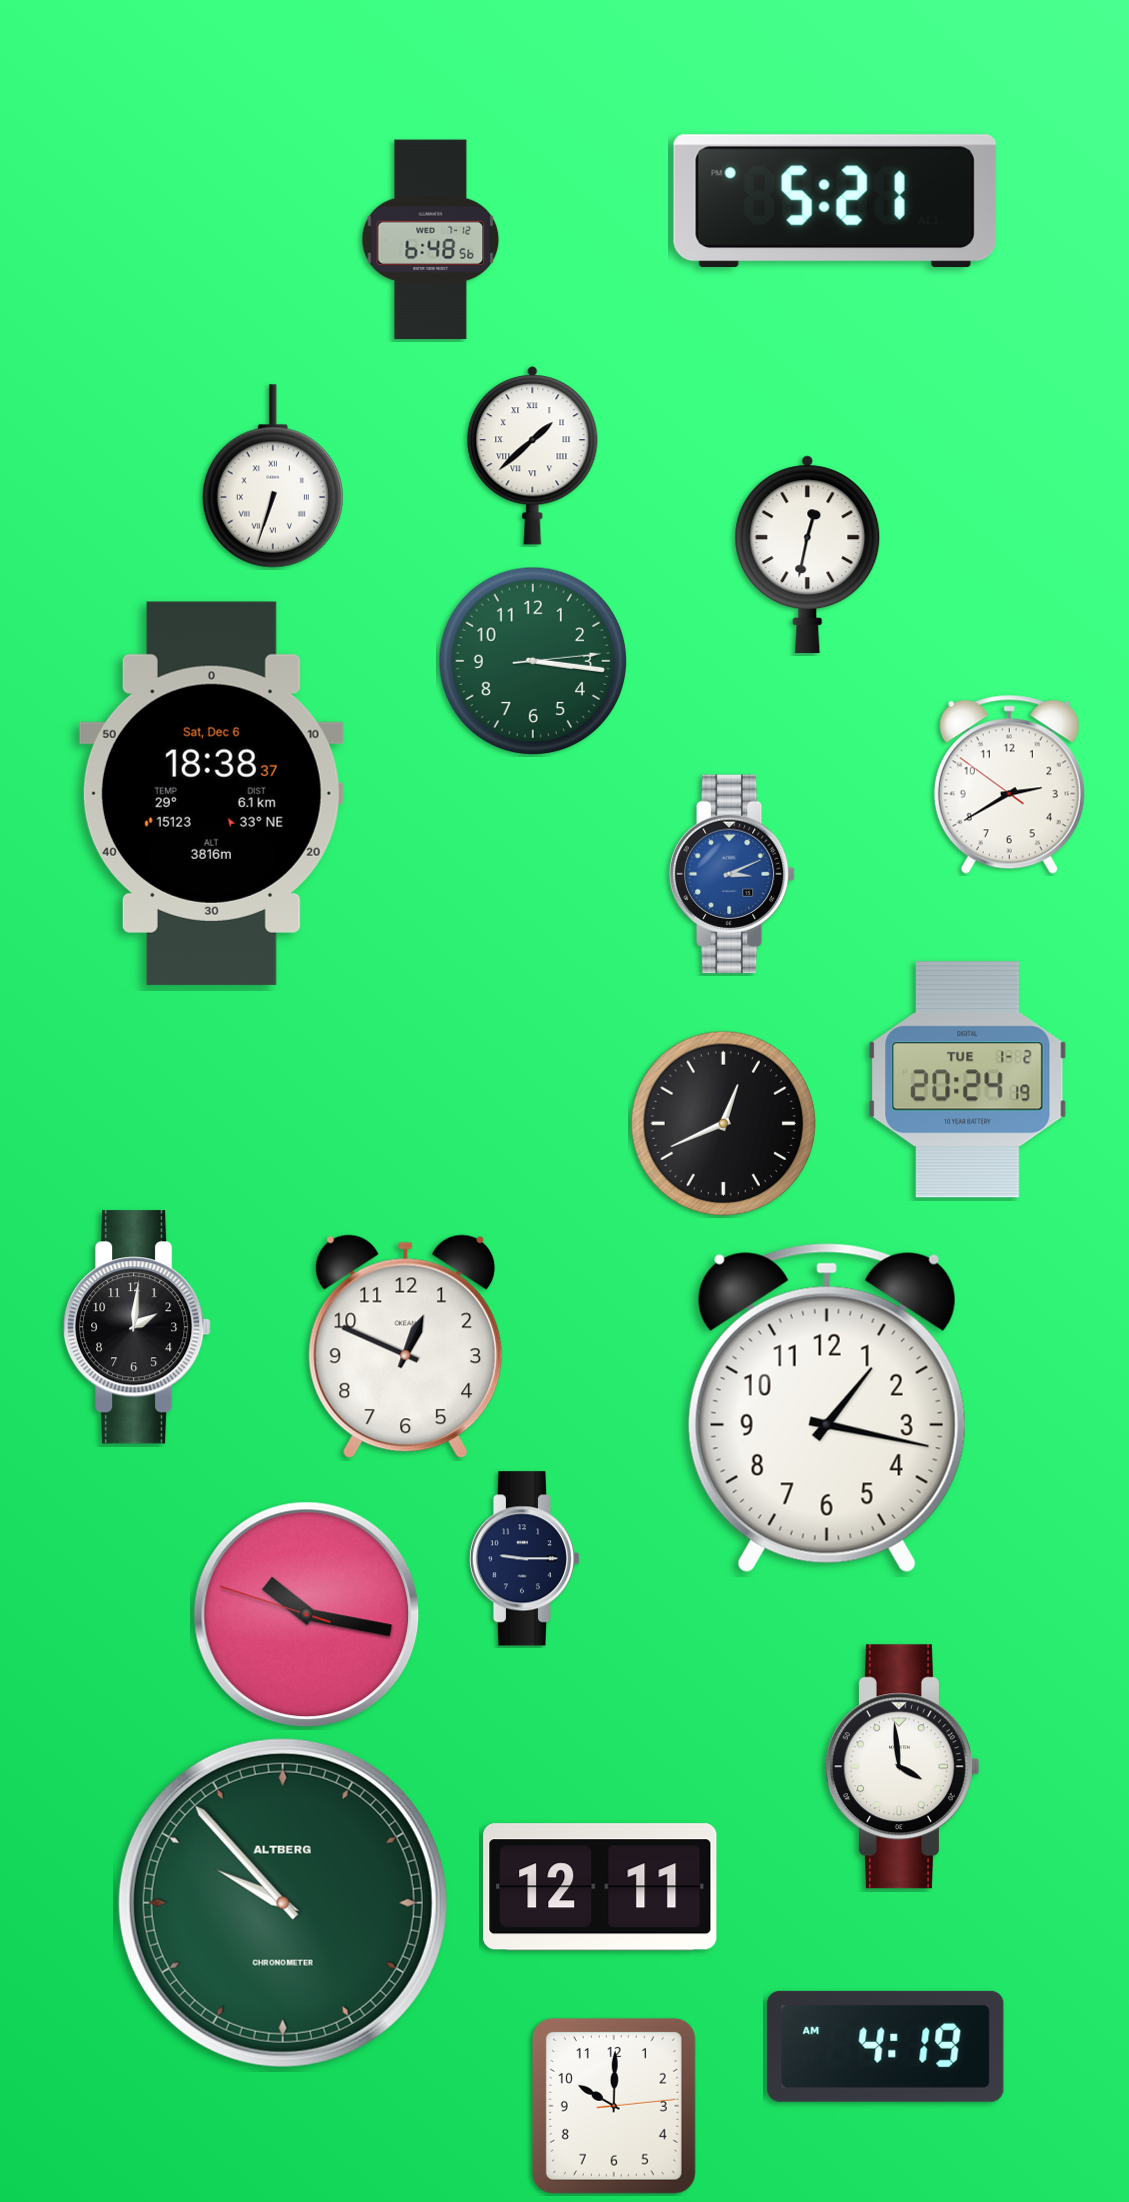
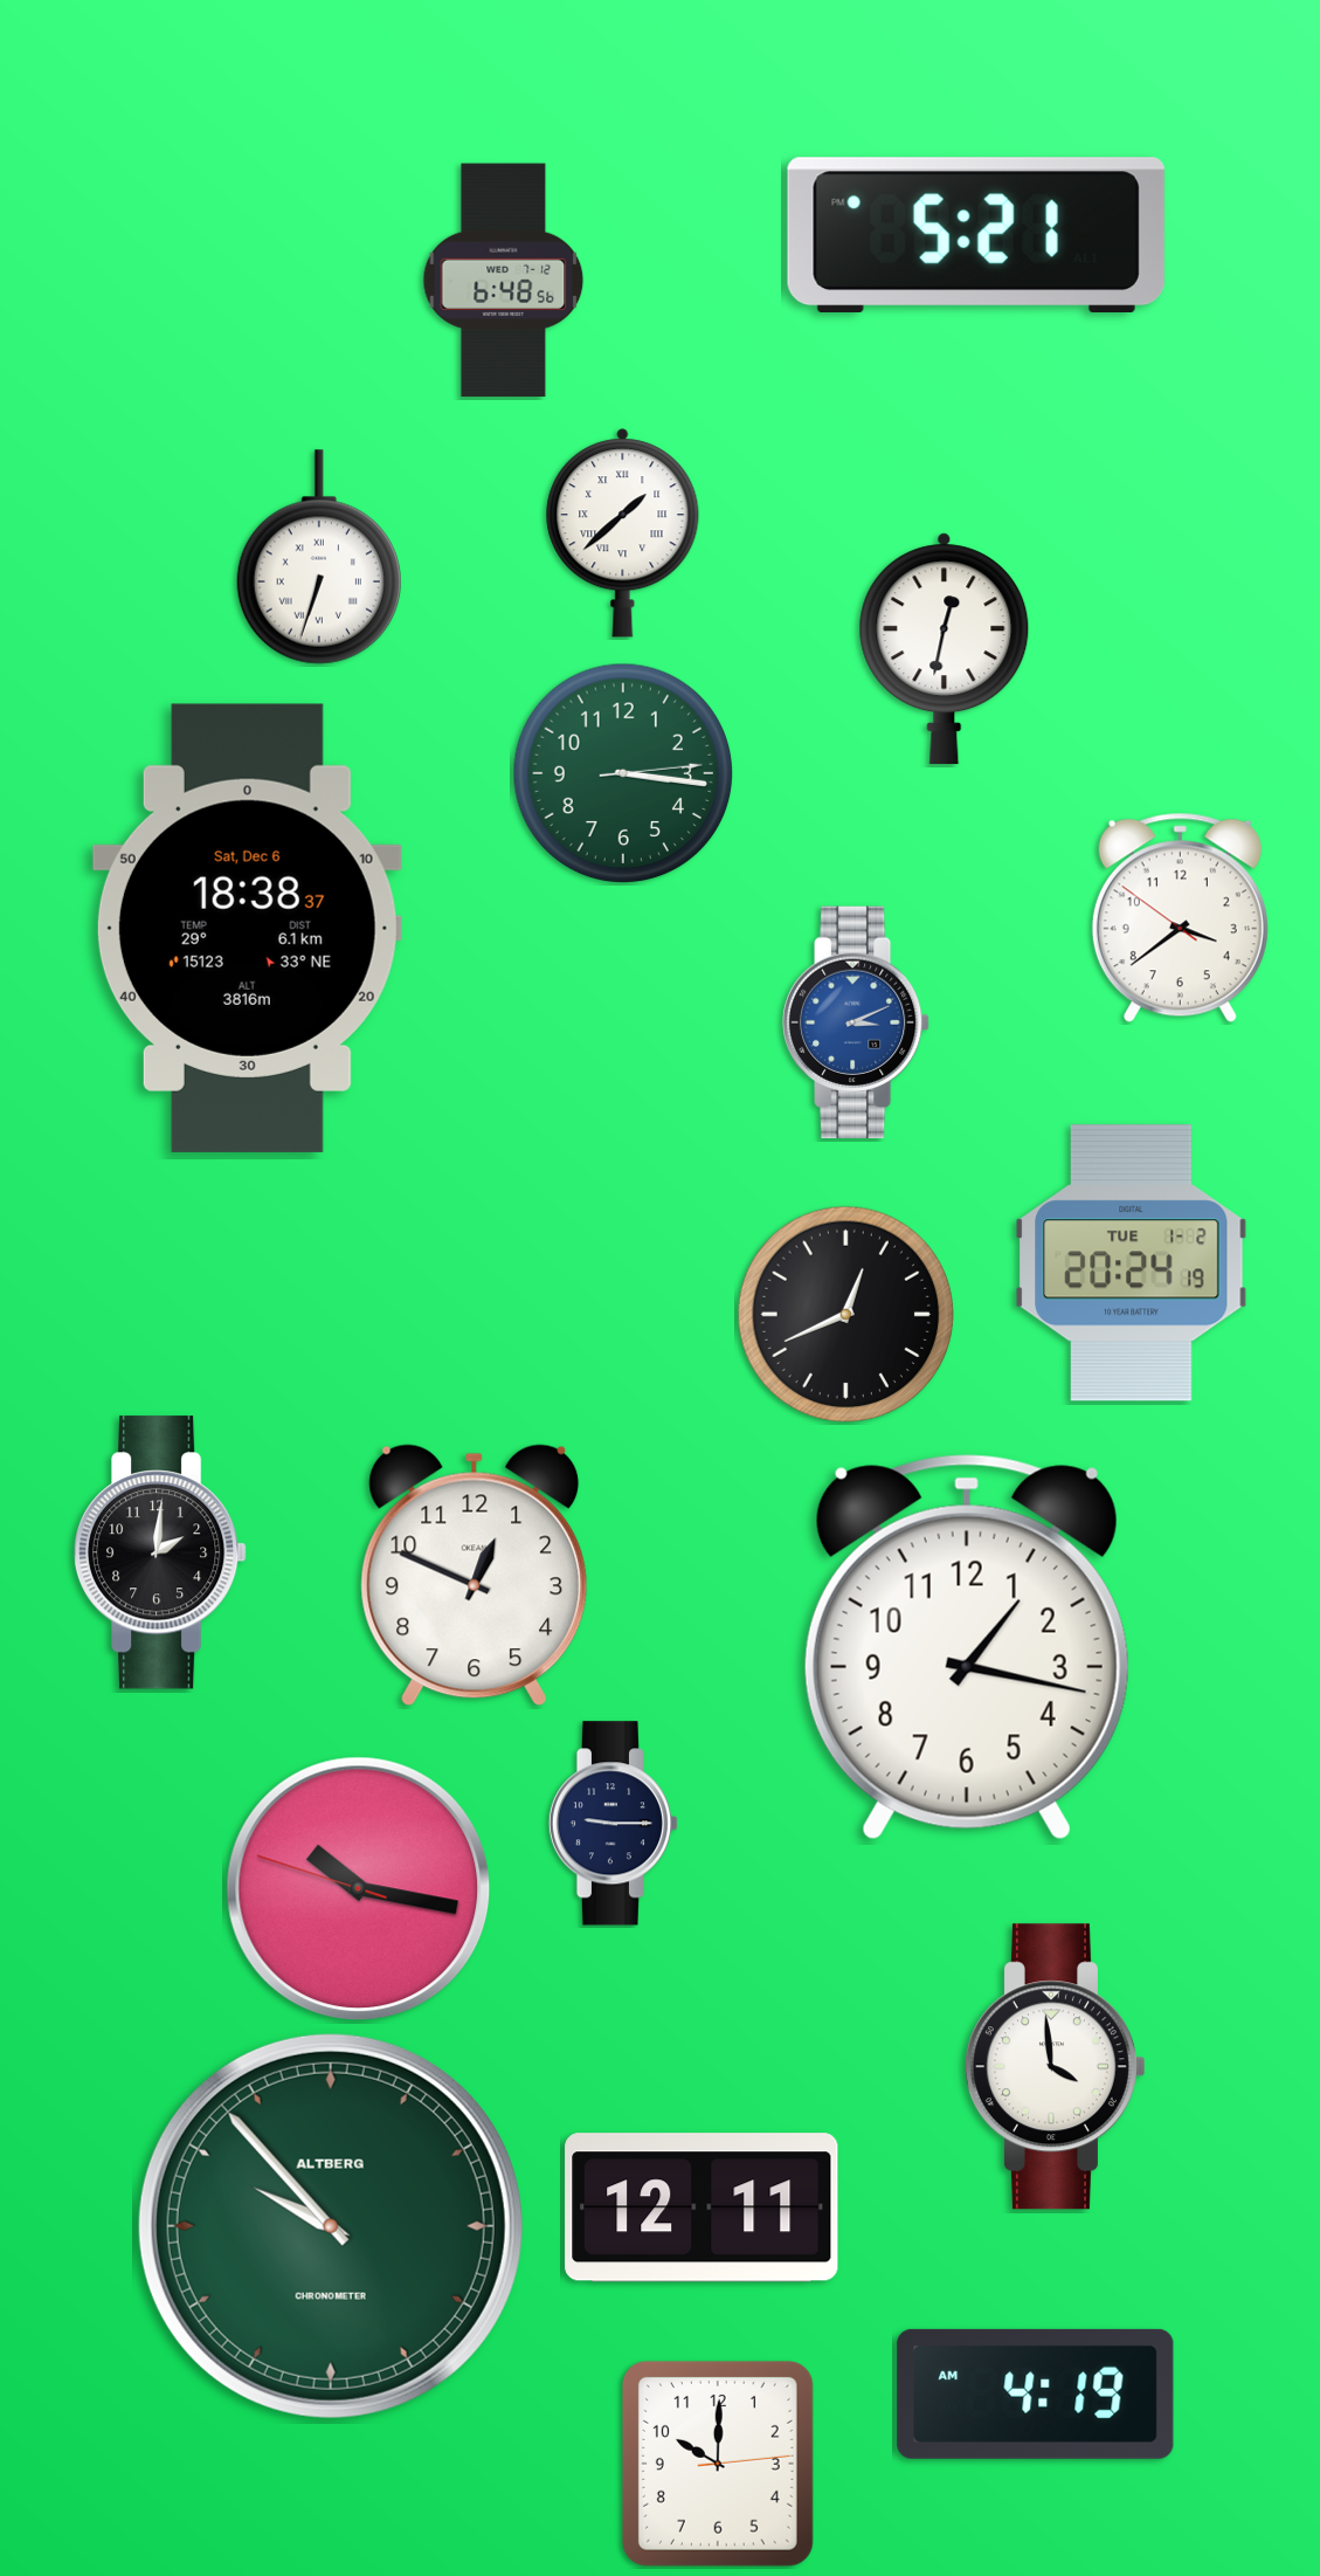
clock at (1009, 785): 2:39 -> 3:38
